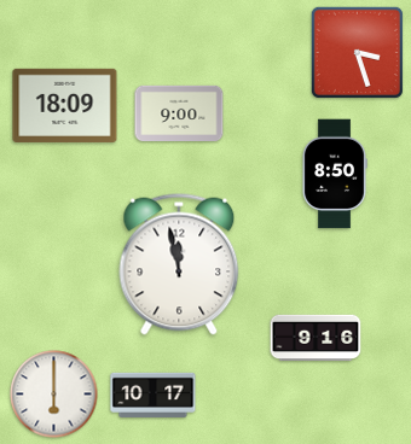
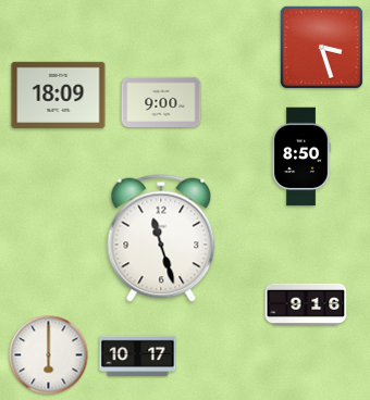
clock at (179, 264): 11:58 -> 11:27
clock at (316, 338) position: (316, 338) -> (306, 304)
